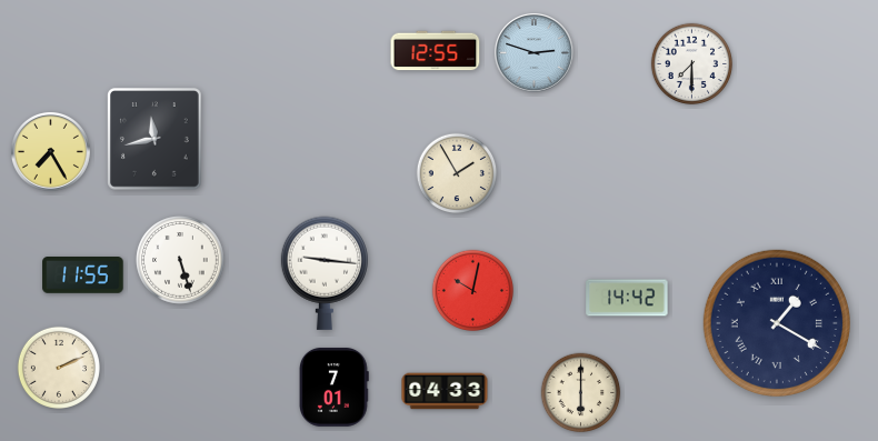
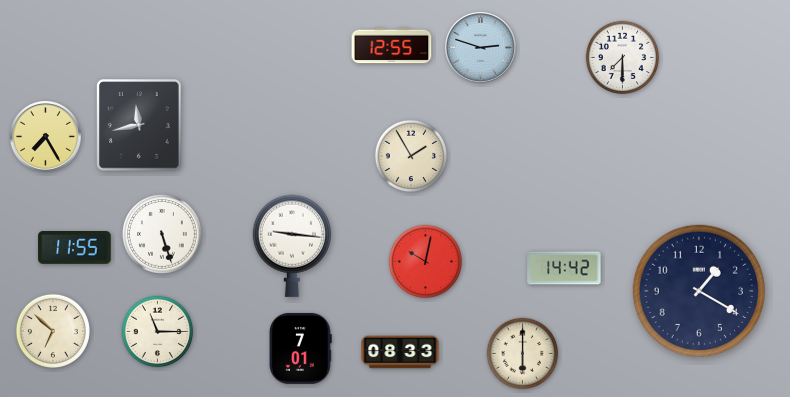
clock at (777, 323) numerals: Roman -> Arabic
clock at (59, 368): 2:11 -> 6:52
clock at (158, 332): none -> 11:15
clock at (445, 391): 04:33 -> 08:33
